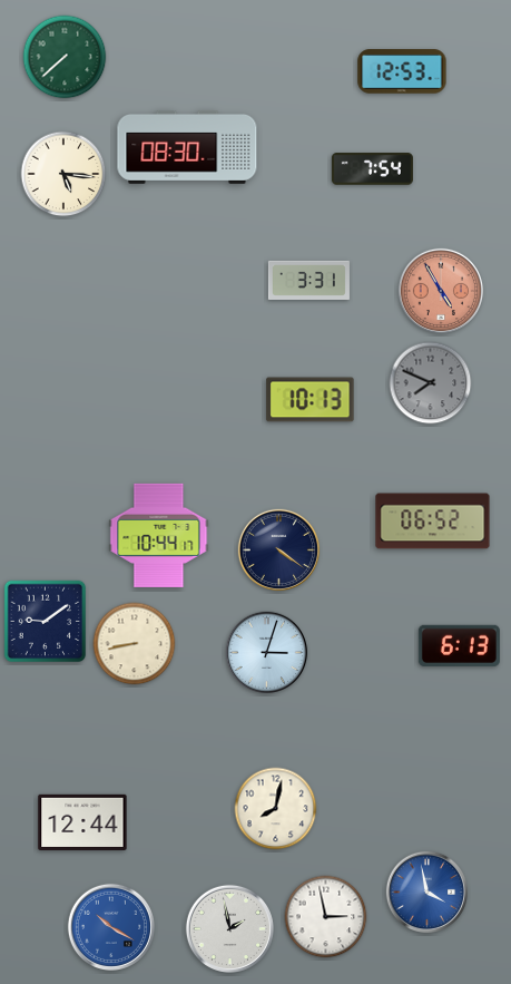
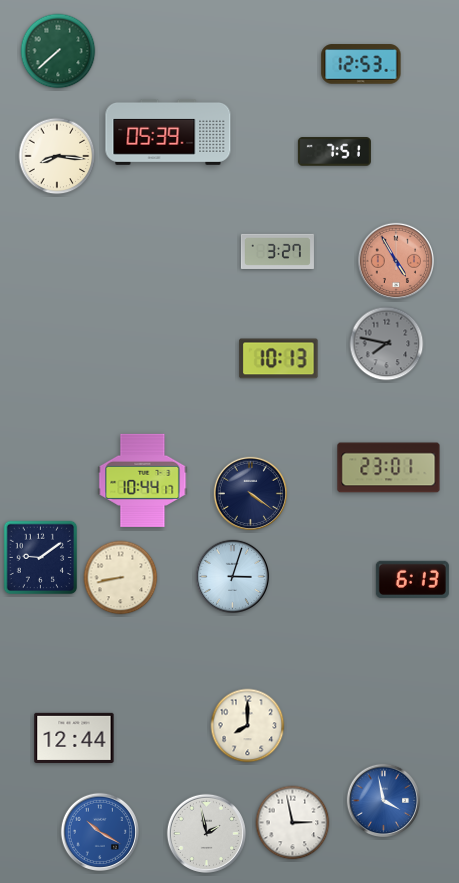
clock at (187, 147): 08:30 -> 05:39
clock at (372, 169): 7:54 -> 7:51
clock at (63, 174): 5:16 -> 8:16
clock at (308, 280): 3:31 -> 3:27
clock at (431, 383): 7:49 -> 7:47
clock at (433, 522): 06:52 -> 23:01
clock at (267, 653) position: (267, 653) -> (233, 577)
clock at (276, 809): 8:02 -> 8:00
